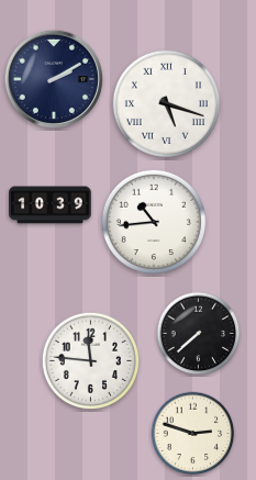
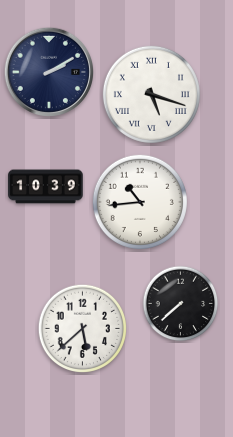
clock at (90, 360): 11:46 -> 5:38
clock at (193, 434): 2:48 -> none
